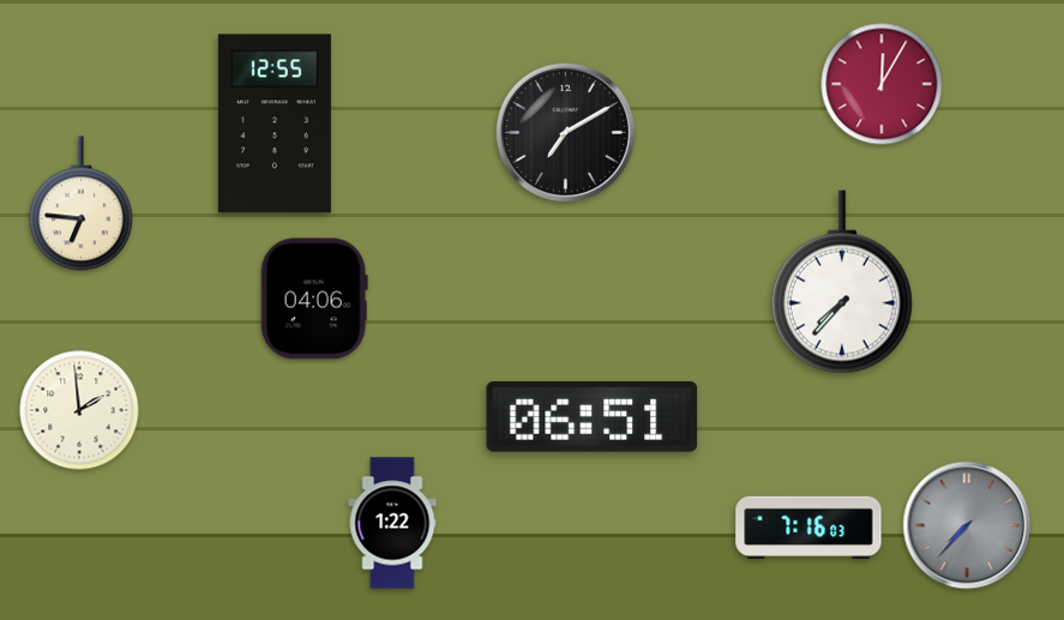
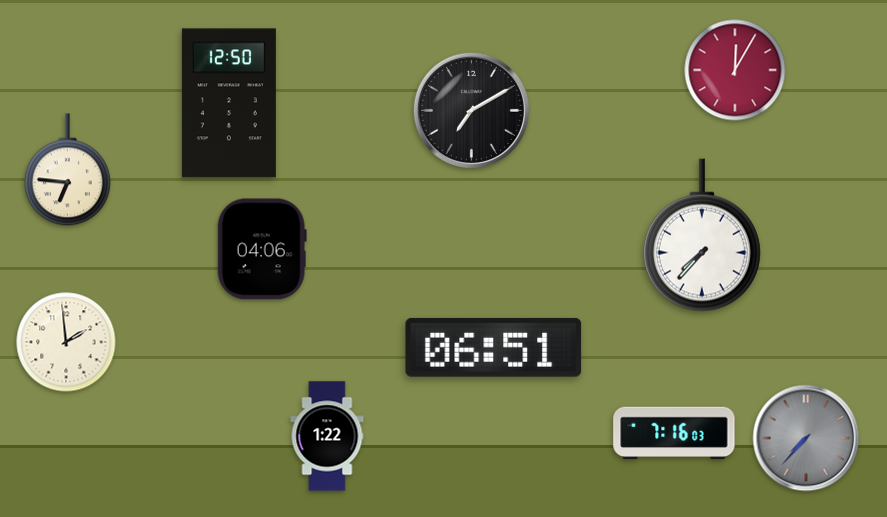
clock at (275, 124): 12:55 -> 12:50
clock at (808, 528) position: (808, 528) -> (674, 433)
